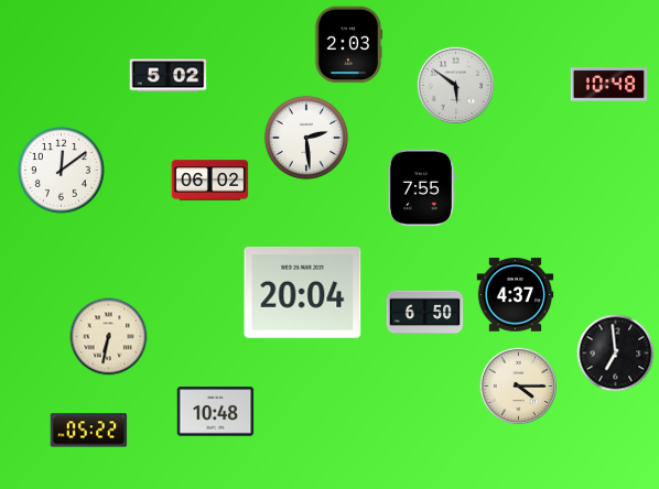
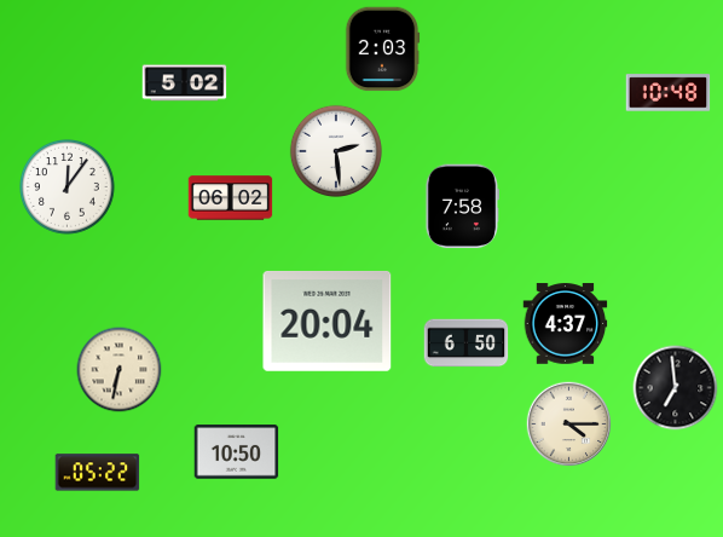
clock at (456, 86): 5:51 -> none
clock at (62, 171): 12:09 -> 12:06
clock at (421, 188): 7:55 -> 7:58
clock at (303, 293) position: (303, 293) -> (328, 322)
clock at (216, 412): 10:48 -> 10:50
